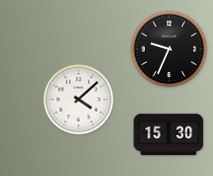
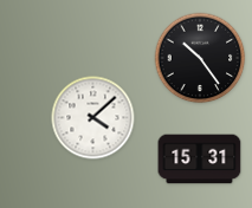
clock at (169, 49): 9:34 -> 10:24
clock at (169, 135): 15:30 -> 15:31
